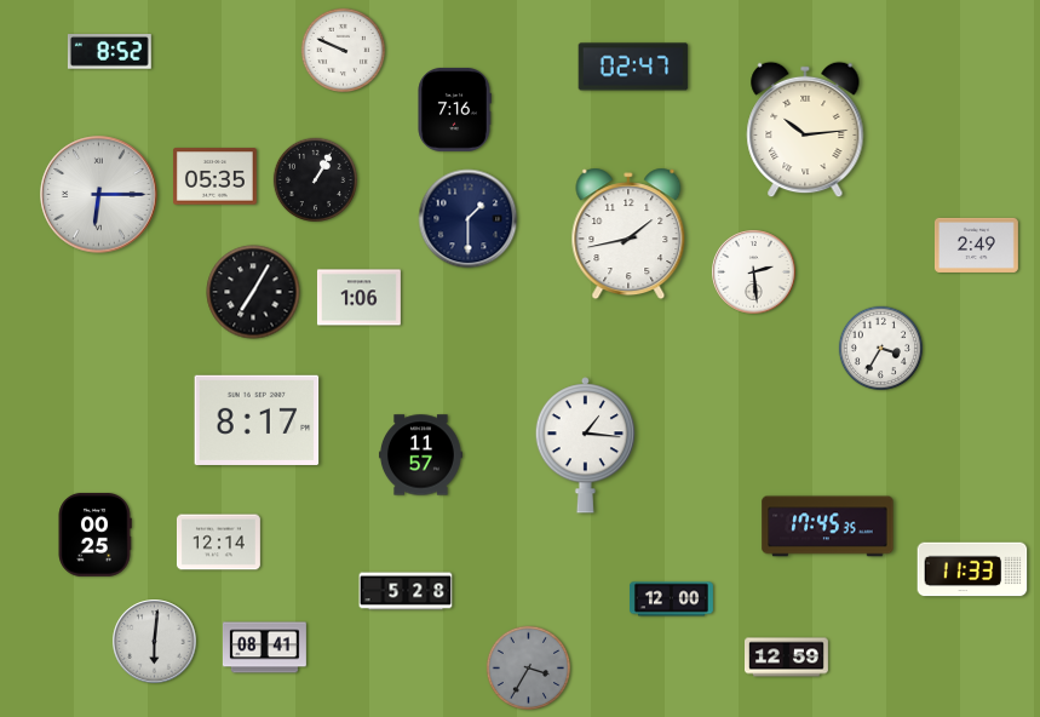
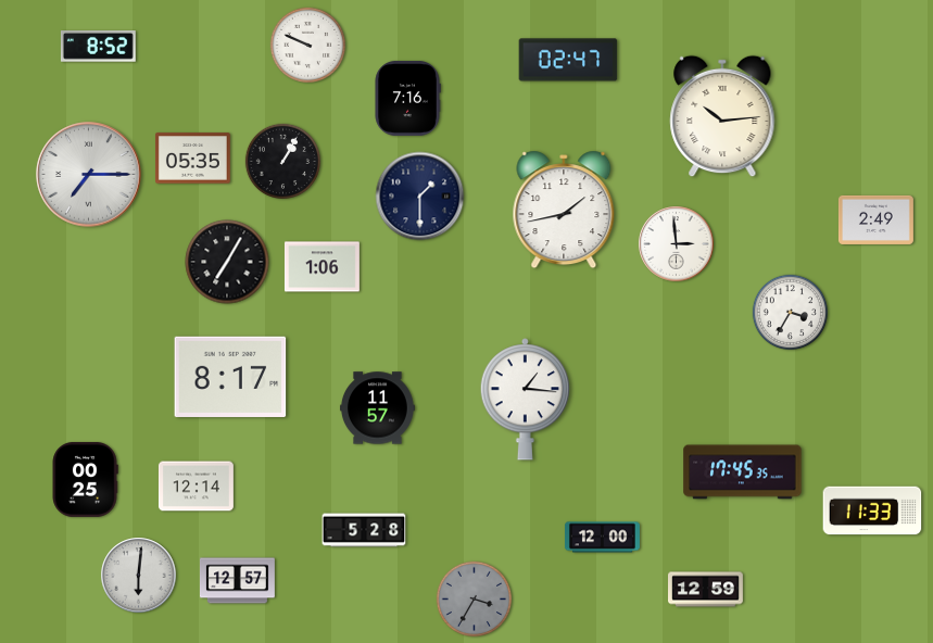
clock at (99, 195): 6:15 -> 7:15
clock at (754, 273): 2:29 -> 2:59
clock at (264, 648): 08:41 -> 12:57
